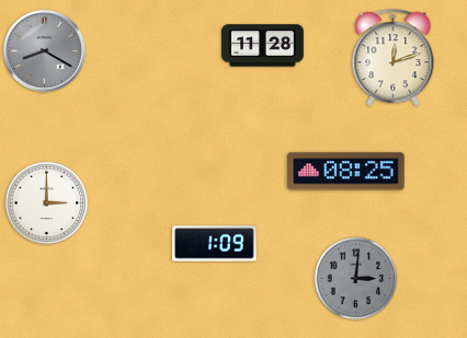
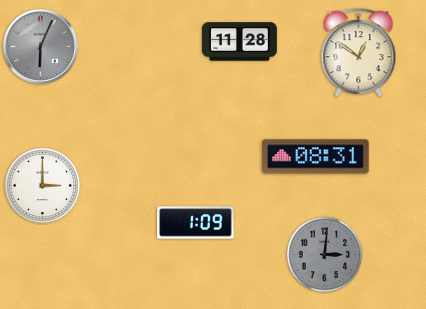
clock at (44, 50): 8:20 -> 6:04
clock at (394, 58): 12:12 -> 12:51
clock at (346, 172): 08:25 -> 08:31
